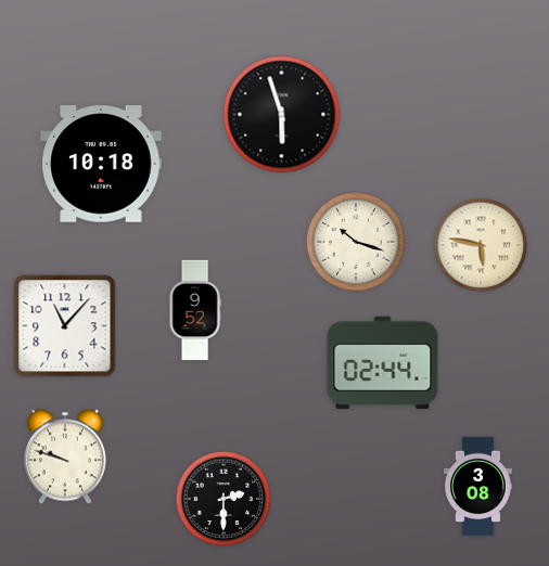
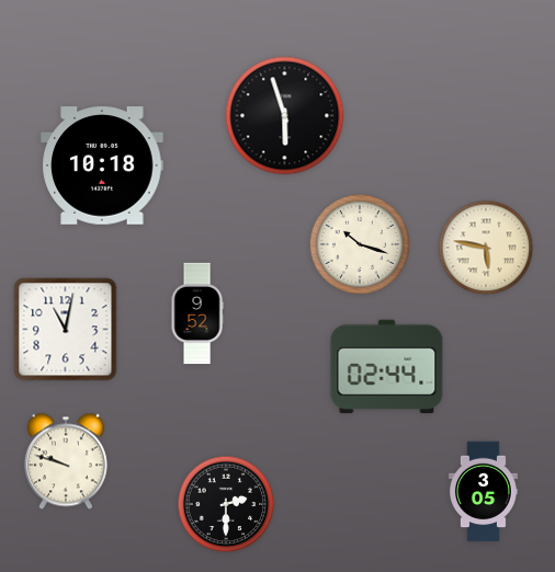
clock at (65, 326): 11:07 -> 11:02
clock at (477, 487): 3:08 -> 3:05
